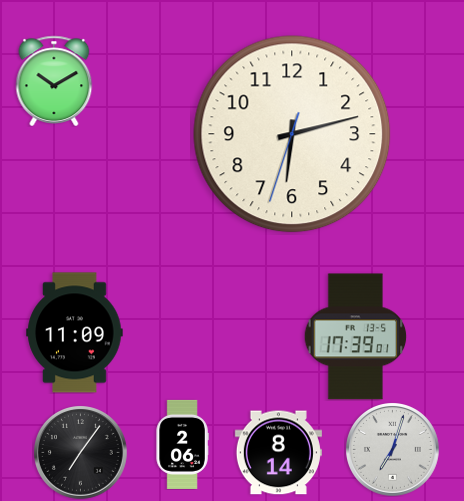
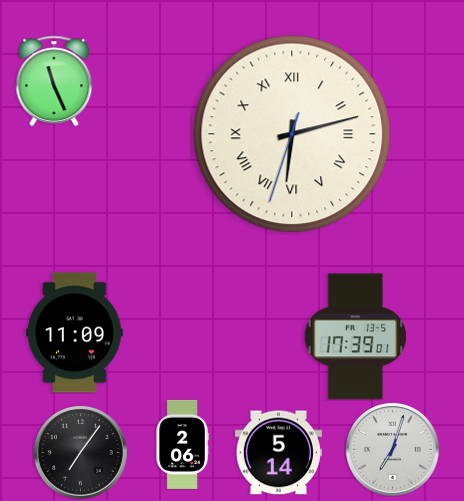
clock at (54, 80): 10:10 -> 11:26
clock at (292, 134) numerals: Arabic -> Roman
clock at (278, 453): 8:14 -> 5:14
